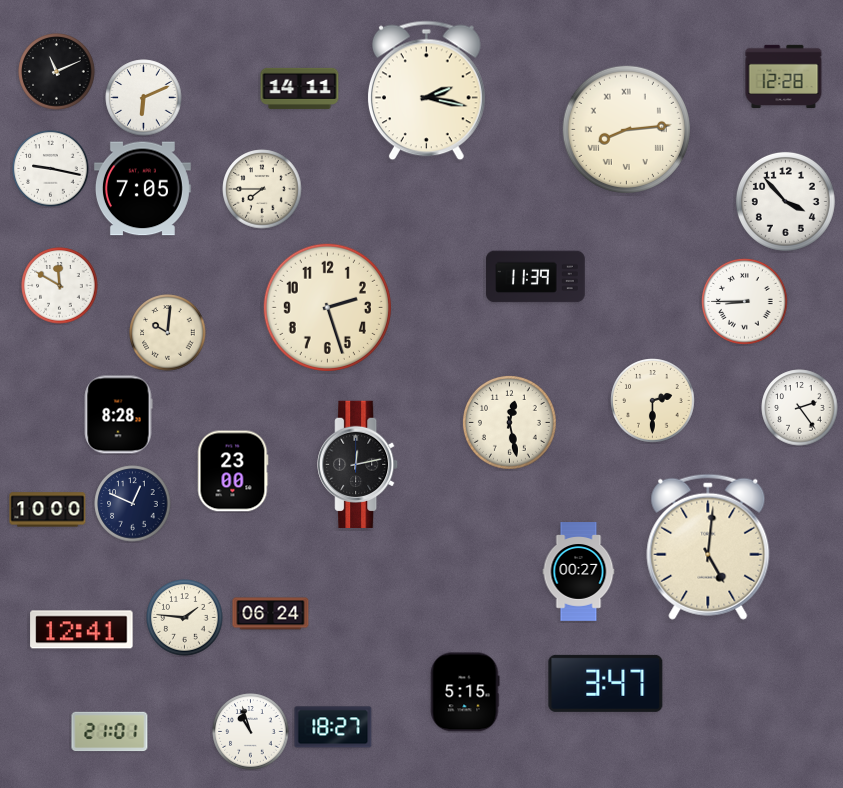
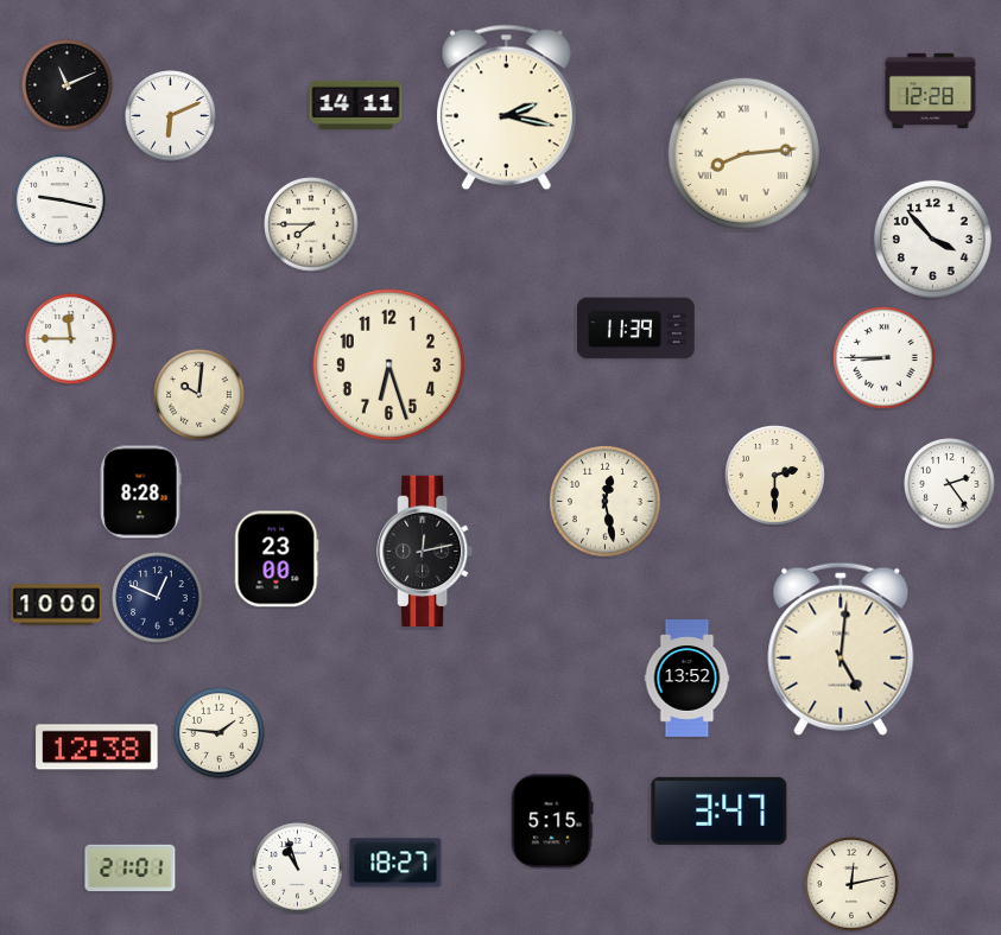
clock at (142, 189): 7:05 -> none
clock at (60, 286): 11:50 -> 11:45
clock at (327, 307): 2:27 -> 6:27
clock at (579, 572): 00:27 -> 13:52
clock at (271, 614): 06:24 -> none
clock at (82, 630): 12:41 -> 12:38
clock at (851, 884): none -> 12:13
